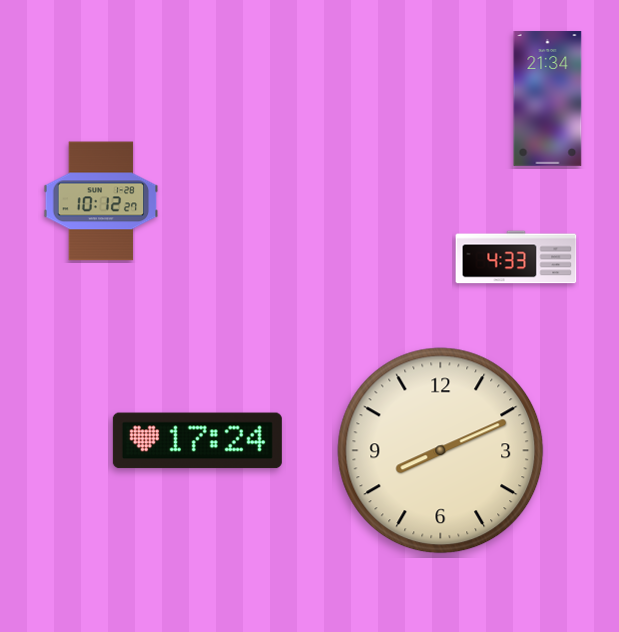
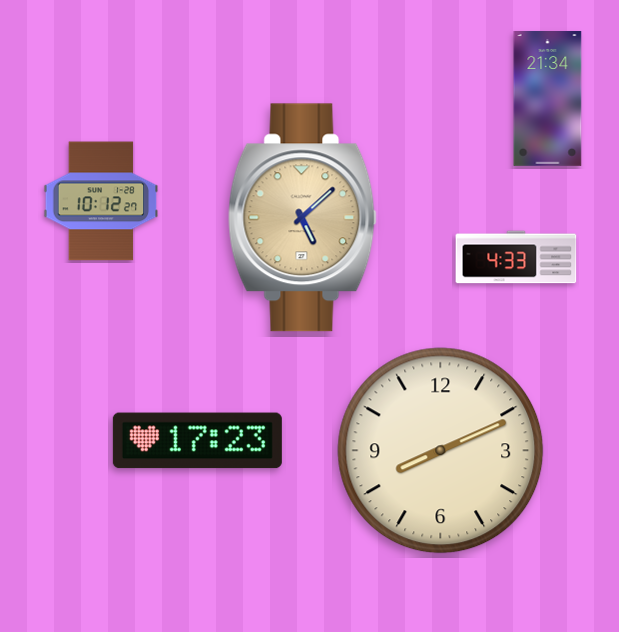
clock at (302, 218): none -> 5:08
clock at (197, 441): 17:24 -> 17:23
